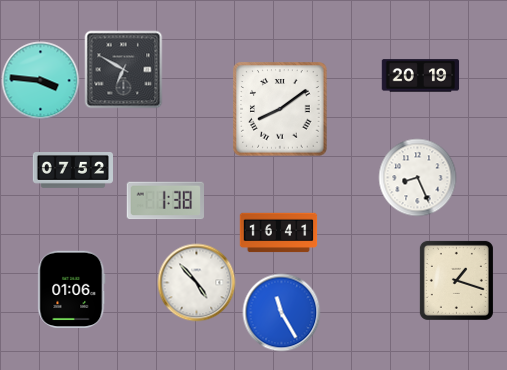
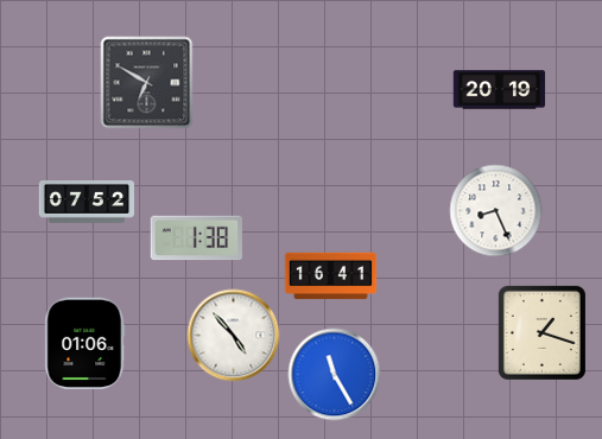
clock at (40, 80): 3:46 -> none
clock at (280, 109): 8:09 -> none
clock at (281, 312) position: (281, 312) -> (334, 374)
